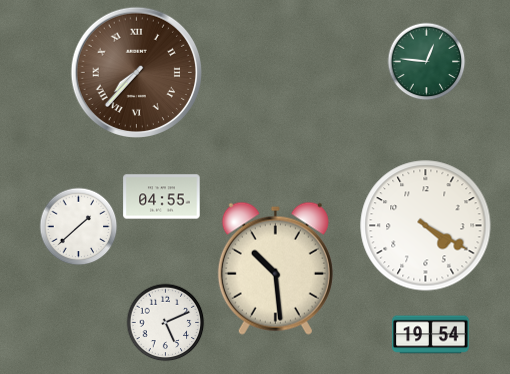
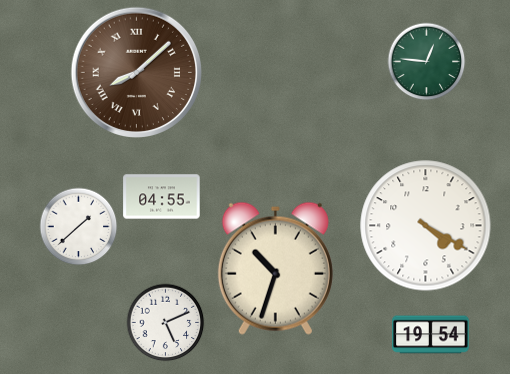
clock at (136, 72): 7:37 -> 8:08
clock at (275, 268): 10:29 -> 10:33
